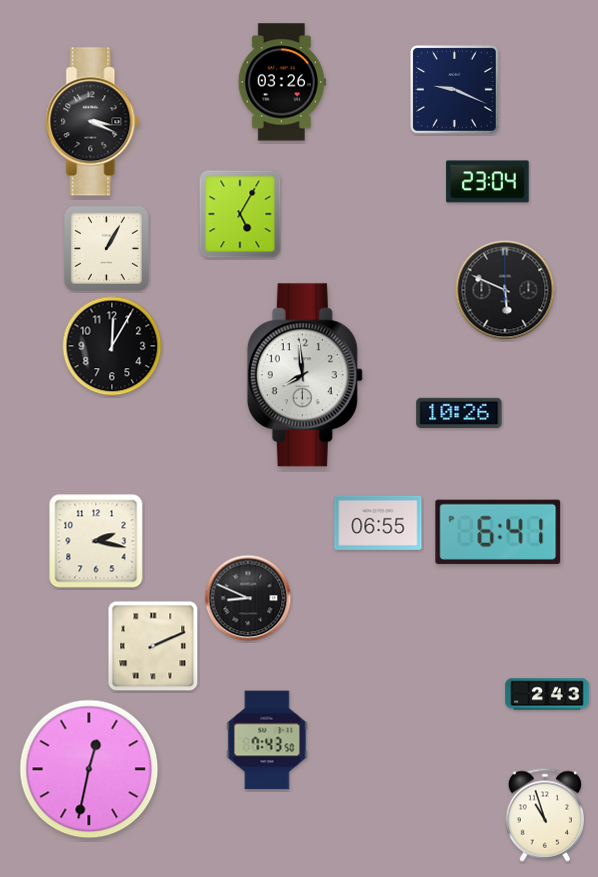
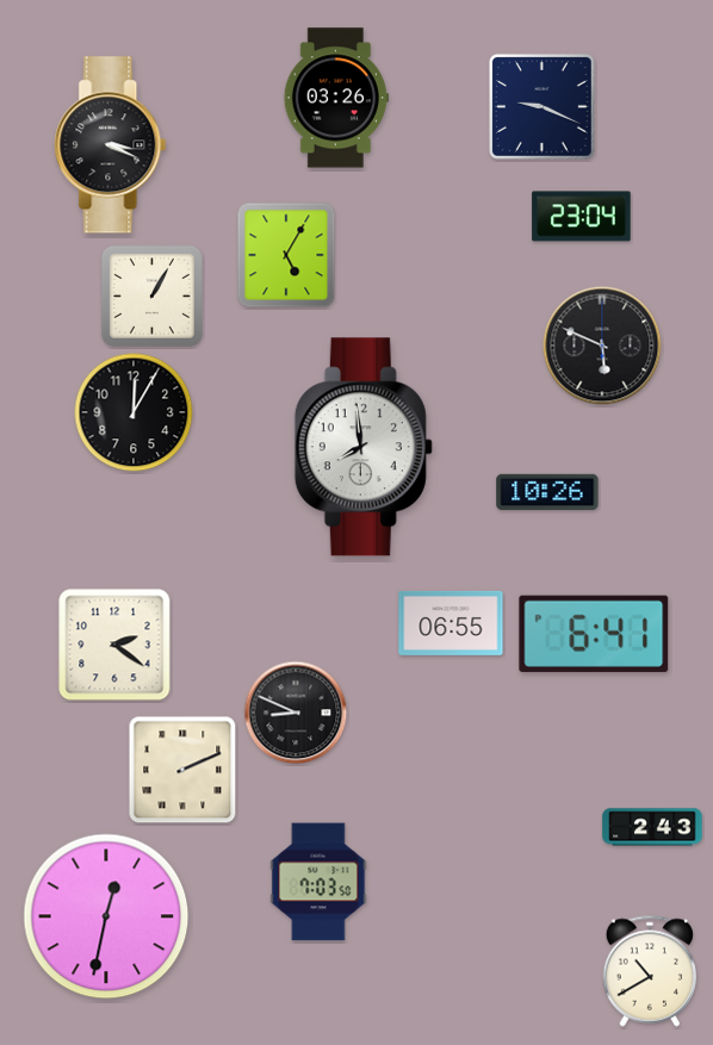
clock at (106, 248) position: (106, 248) -> (151, 296)
clock at (96, 541): 2:17 -> 2:21
clock at (267, 740): 7:43 -> 7:03
clock at (544, 815): 10:57 -> 10:40
